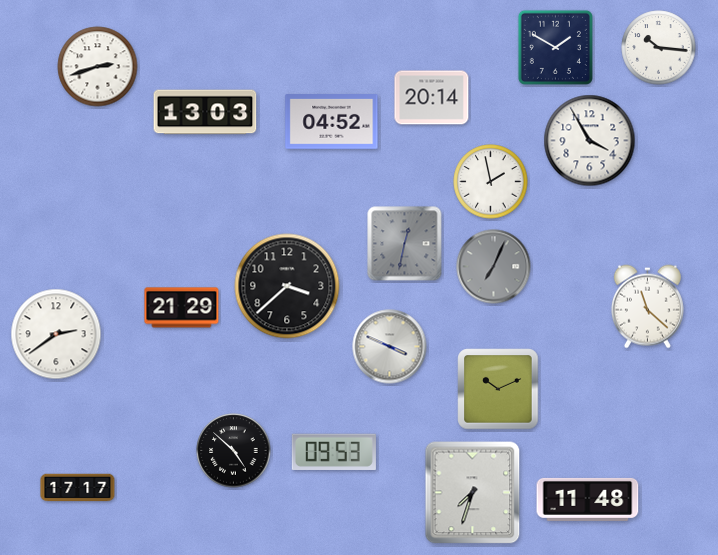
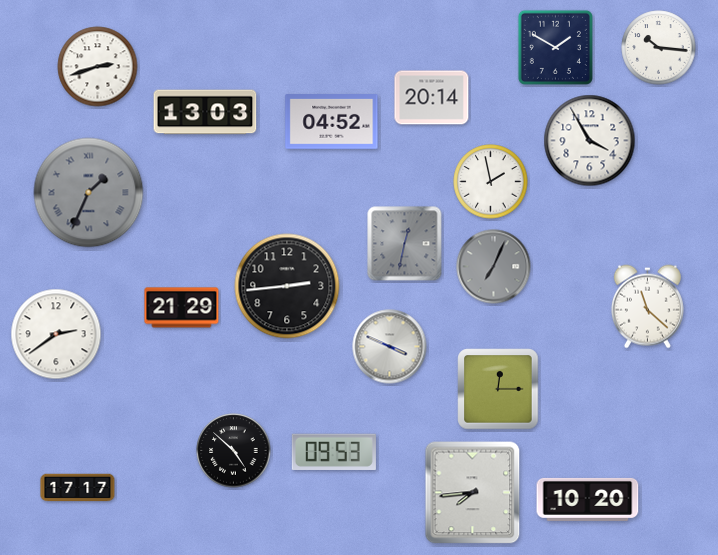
clock at (89, 193): none -> 1:34
clock at (287, 286): 3:38 -> 2:44
clock at (498, 389): 10:11 -> 12:15
clock at (473, 493): 7:33 -> 7:44
clock at (588, 499): 11:48 -> 10:20
